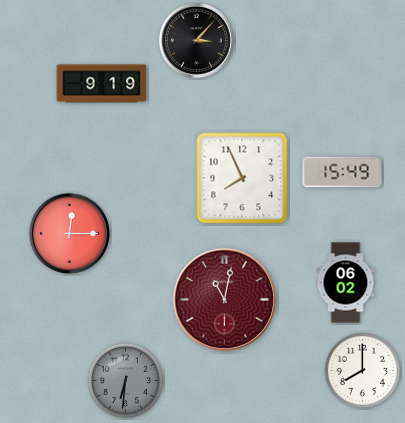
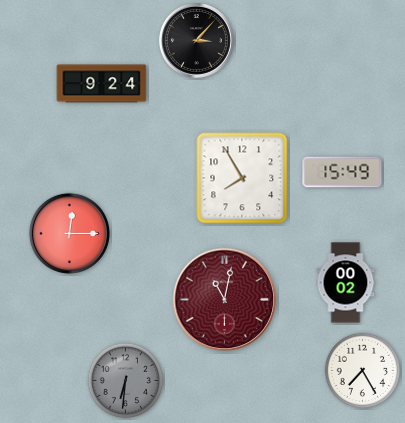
clock at (102, 84): 9:19 -> 9:24
clock at (242, 178): 7:56 -> 7:55
clock at (346, 283): 06:02 -> 00:02
clock at (363, 371): 8:00 -> 7:25
